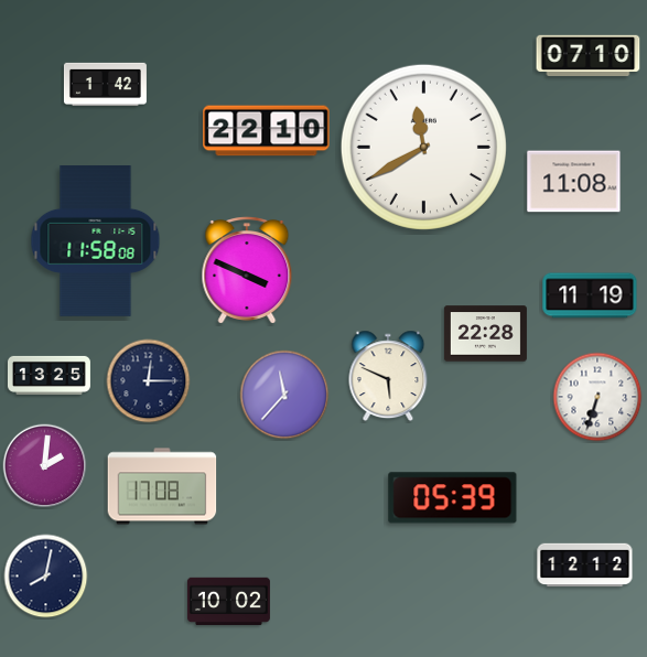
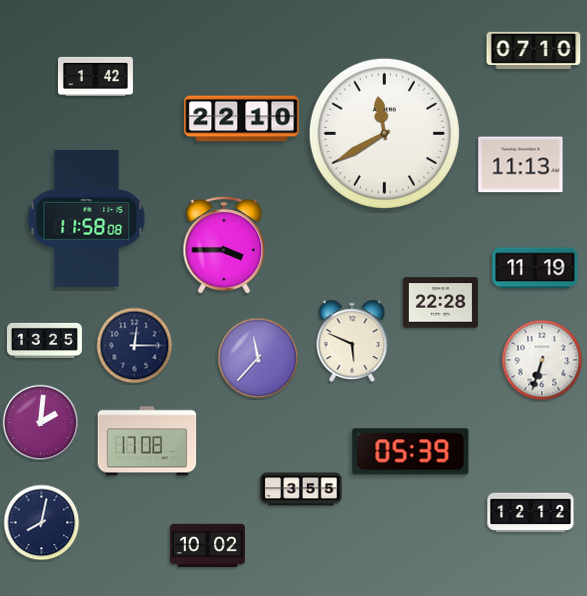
clock at (574, 182): 11:08 -> 11:13
clock at (247, 270): 3:49 -> 3:45
clock at (301, 489): none -> 3:55
